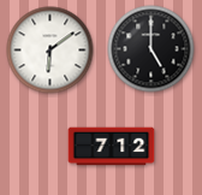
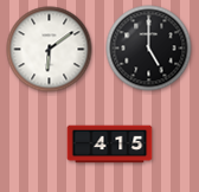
clock at (112, 147): 7:12 -> 4:15
